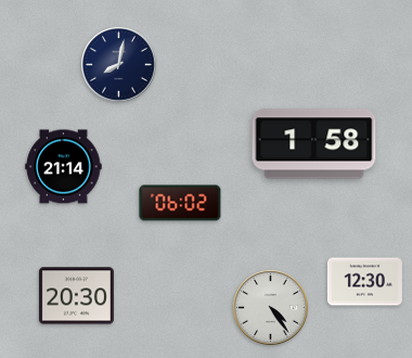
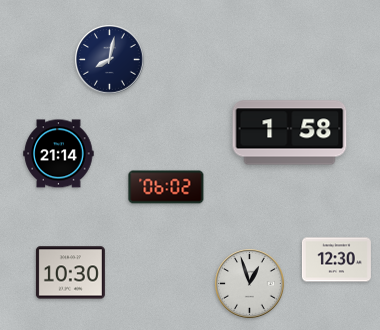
clock at (76, 296): 20:30 -> 10:30
clock at (271, 308): 4:24 -> 12:57
